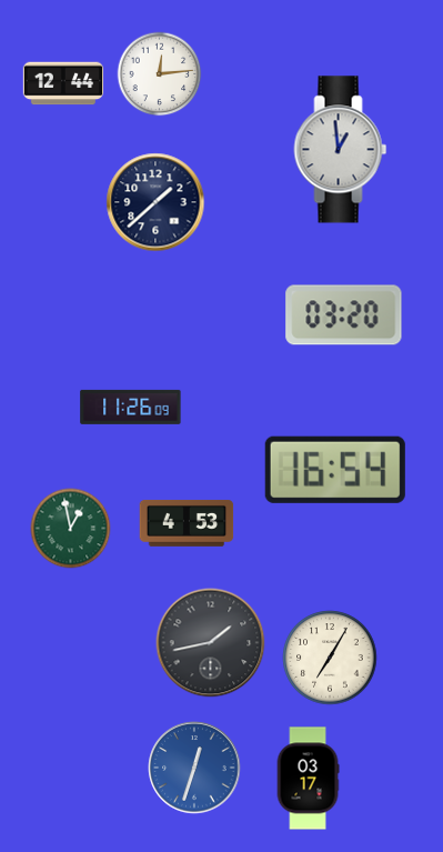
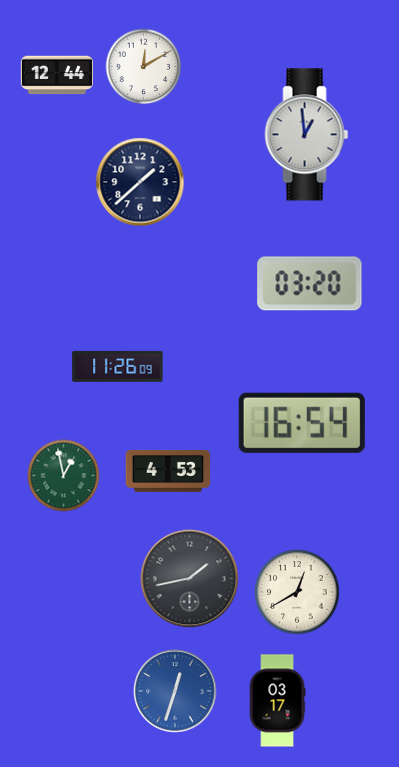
clock at (160, 74): 12:14 -> 12:10
clock at (330, 658): 7:05 -> 12:40
